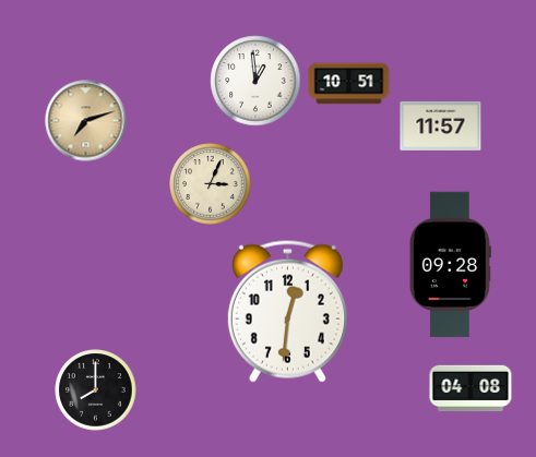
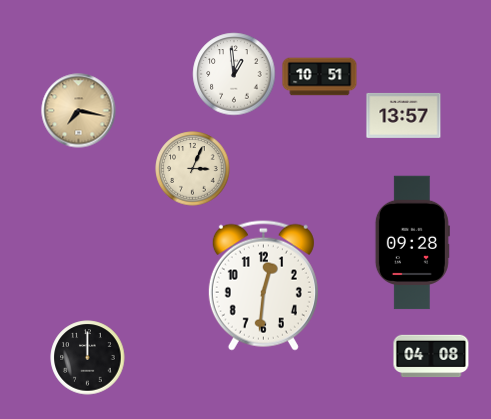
clock at (86, 121): 7:12 -> 7:17
clock at (441, 125): 11:57 -> 13:57
clock at (96, 390): 8:00 -> 12:00
